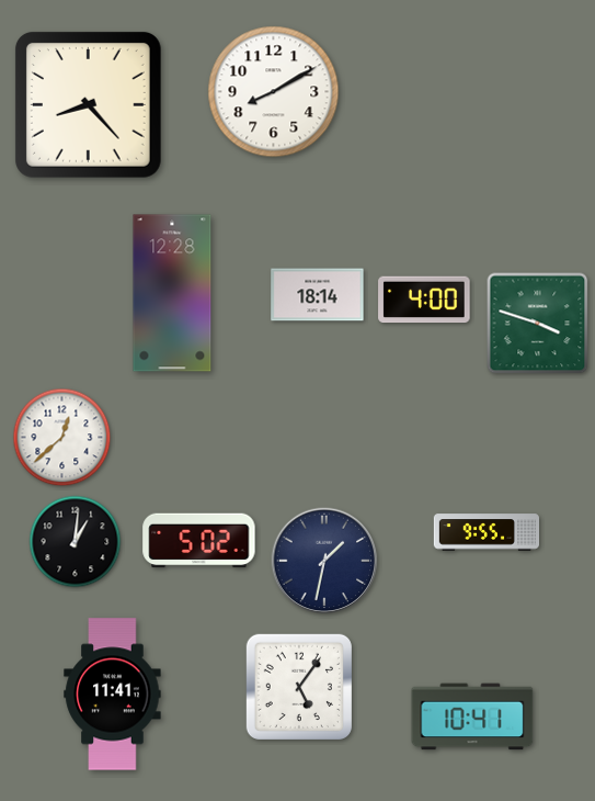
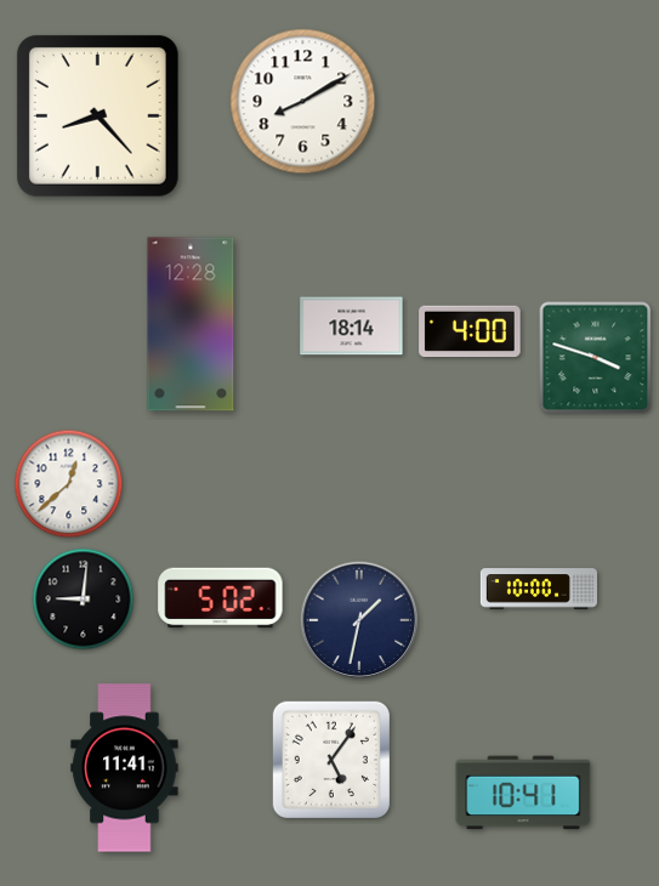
clock at (487, 532): 9:55 -> 10:00
clock at (76, 542): 1:01 -> 9:01
